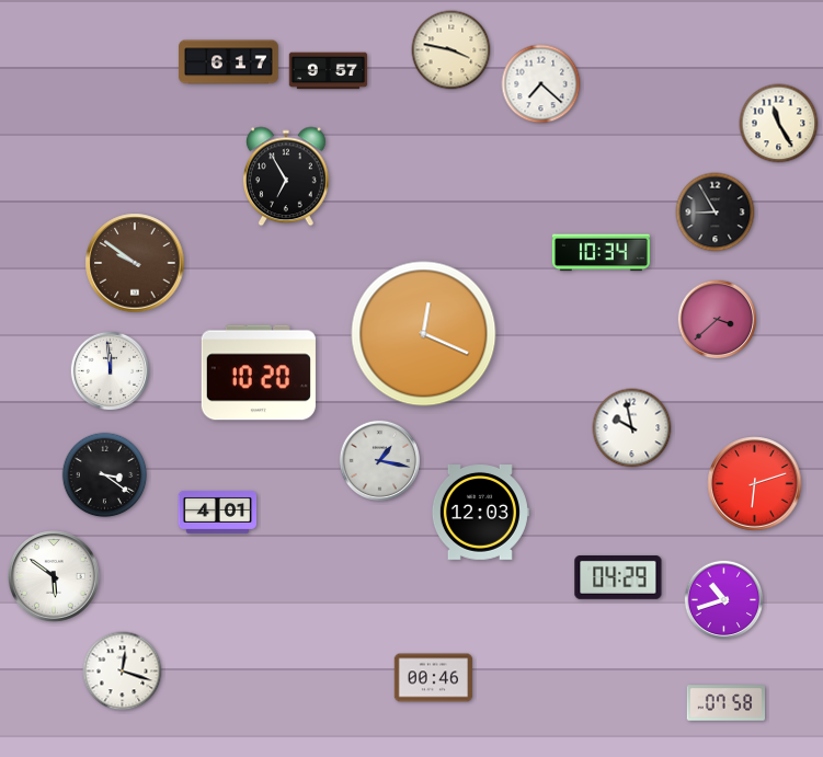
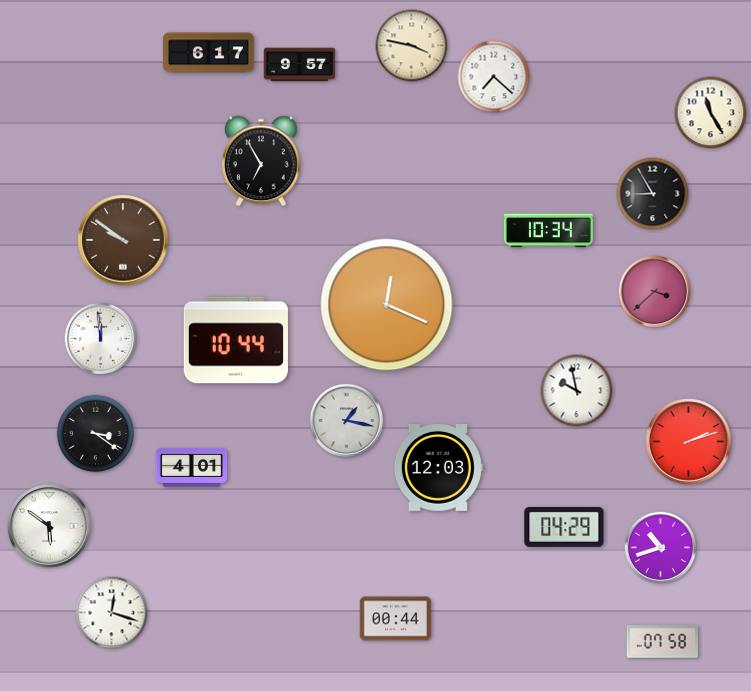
clock at (229, 62) position: (229, 62) -> (209, 53)
clock at (259, 372): 10:20 -> 10:44
clock at (755, 484): 6:12 -> 2:12
clock at (218, 513) position: (218, 513) -> (192, 468)
clock at (434, 678): 00:46 -> 00:44
